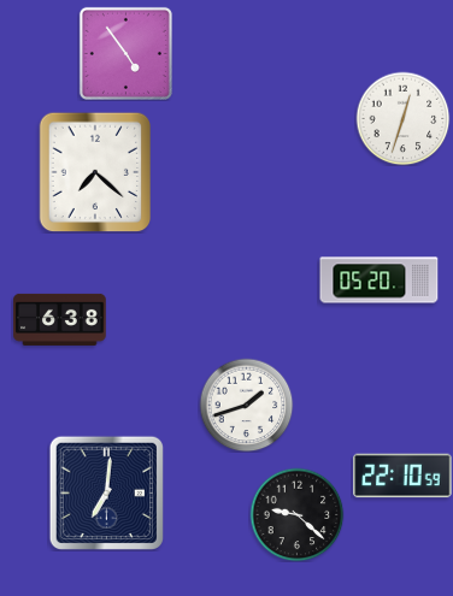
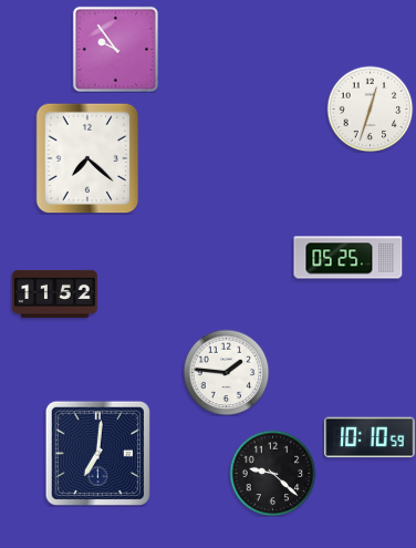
clock at (125, 53): 4:54 -> 9:54
clock at (380, 281): 05:20 -> 05:25
clock at (60, 319): 6:38 -> 11:52
clock at (246, 405): 1:42 -> 1:46
clock at (402, 476): 22:10 -> 10:10
